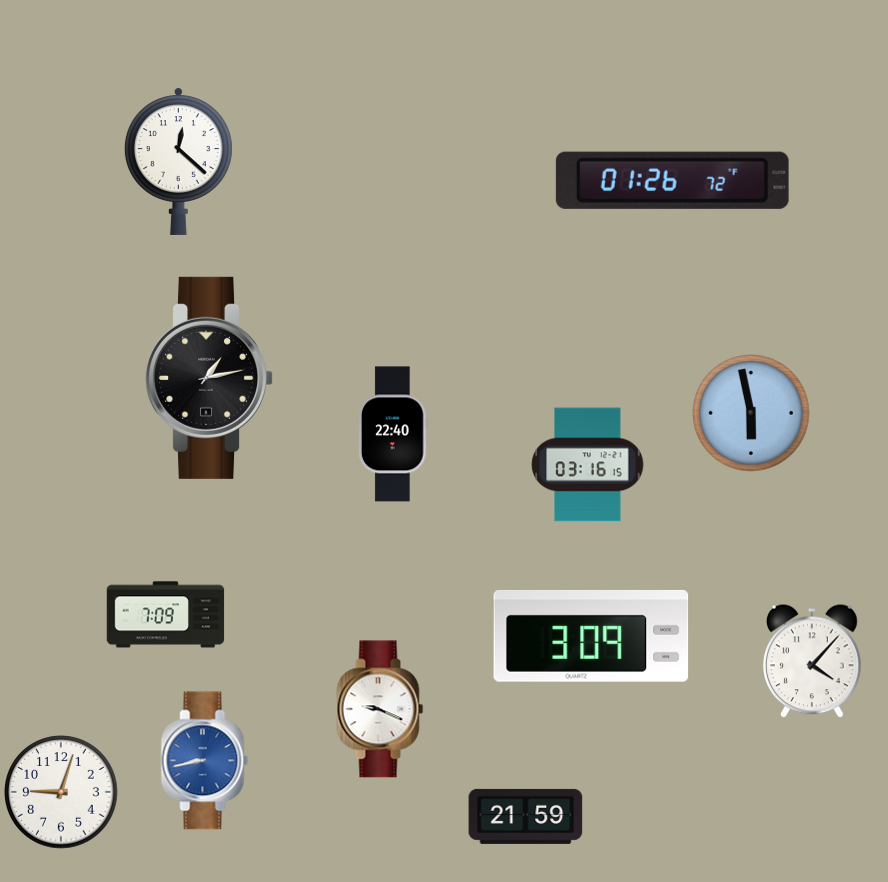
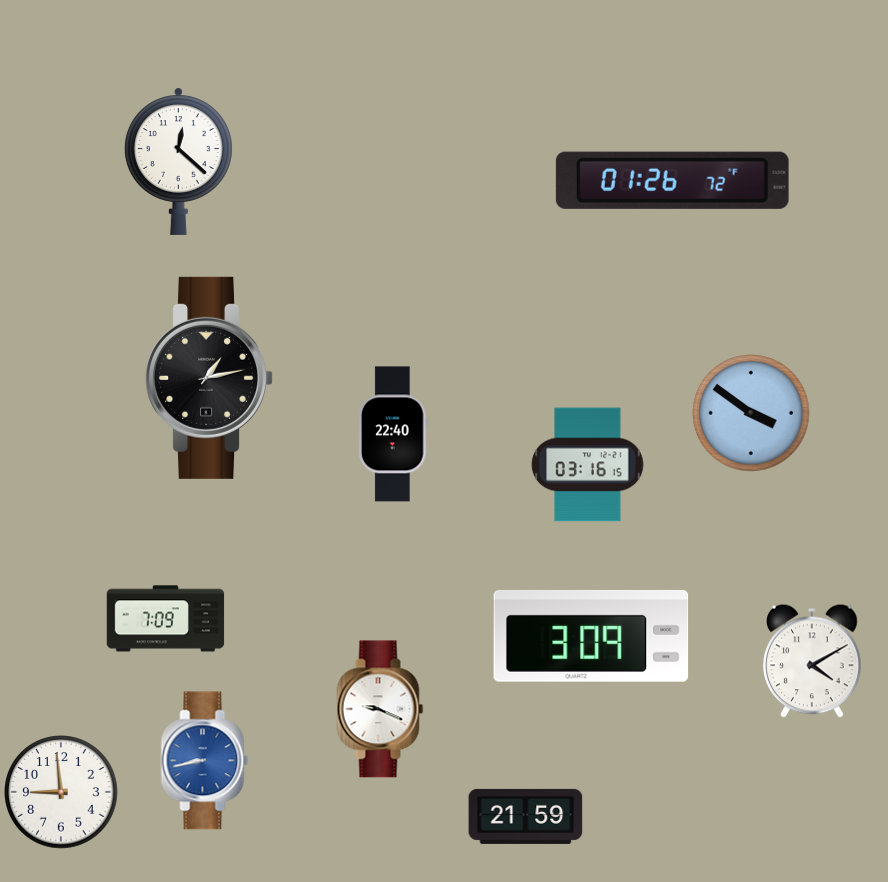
clock at (751, 413): 5:58 -> 3:51
clock at (166, 615) position: (166, 615) -> (166, 619)
clock at (812, 661): 4:07 -> 4:10
clock at (61, 792): 9:03 -> 8:59
